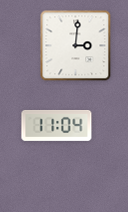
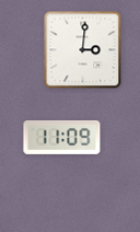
clock at (57, 125): 11:04 -> 11:09
